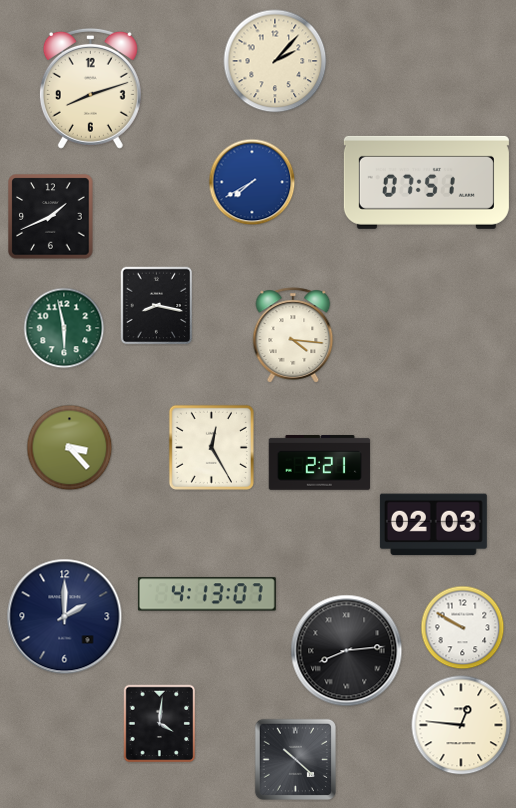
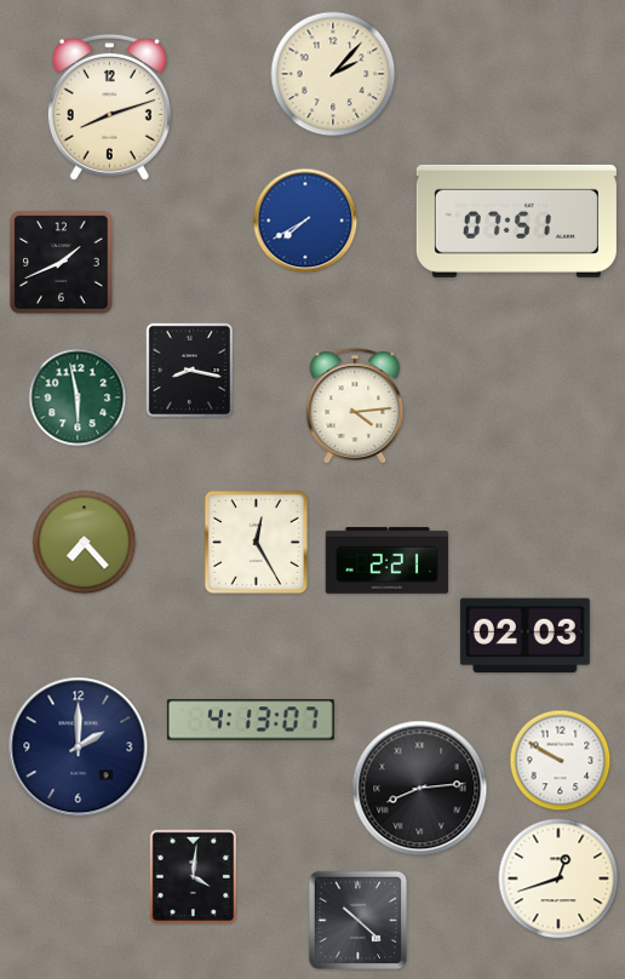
clock at (293, 335): 4:16 -> 4:14
clock at (70, 448): 3:23 -> 7:23
clock at (461, 725): 12:46 -> 12:42
